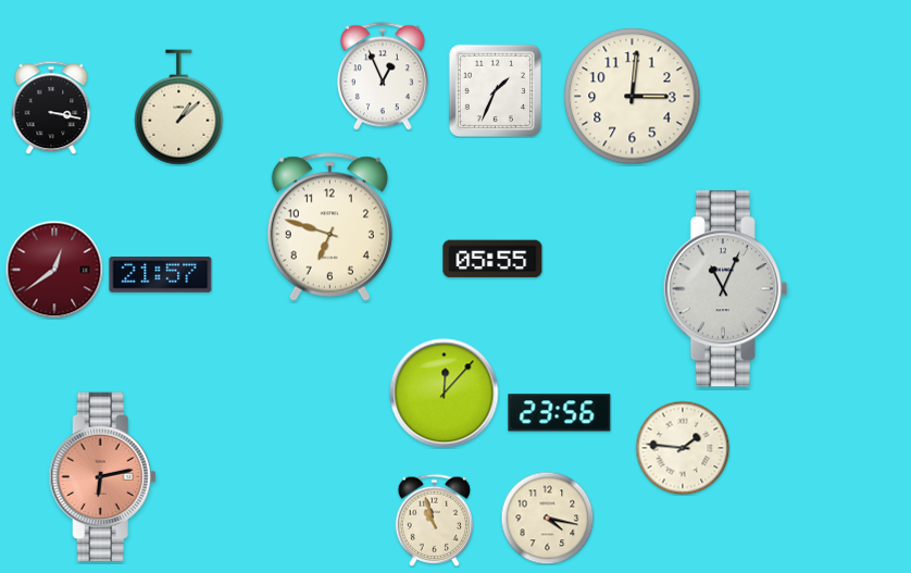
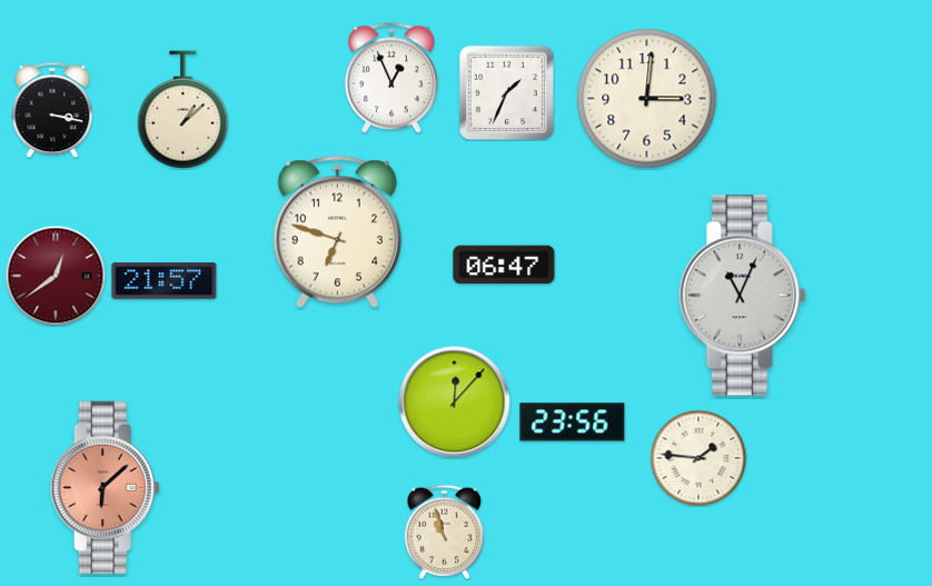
clock at (492, 259): 05:55 -> 06:47
clock at (102, 476): 6:13 -> 6:08
clock at (547, 518): 4:17 -> none
